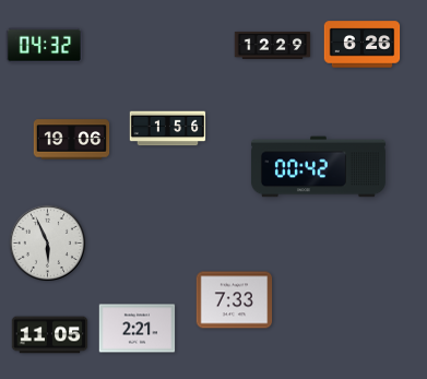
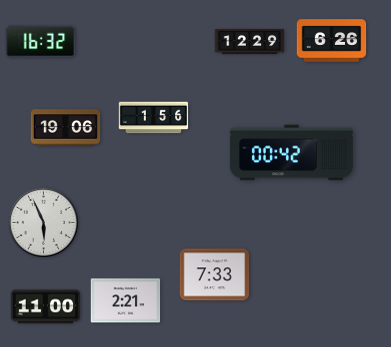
clock at (45, 46): 04:32 -> 16:32
clock at (50, 335): 11:05 -> 11:00
